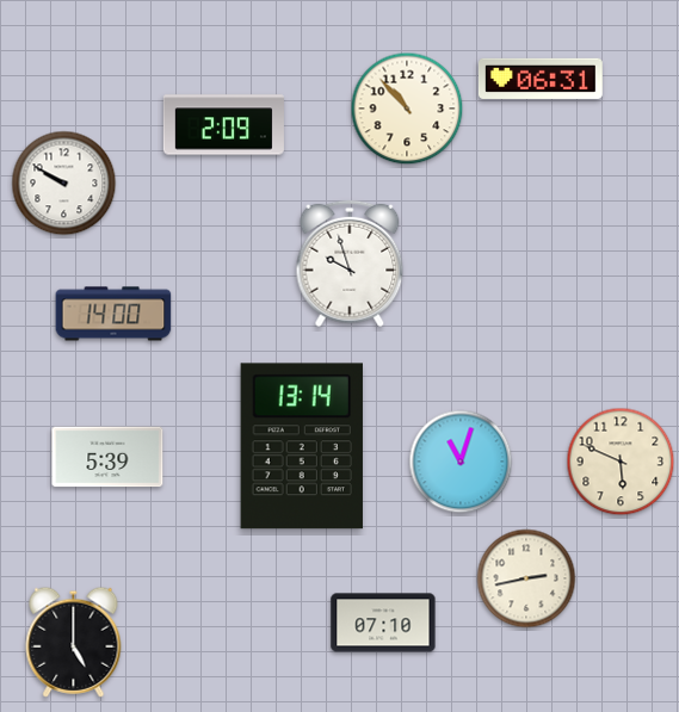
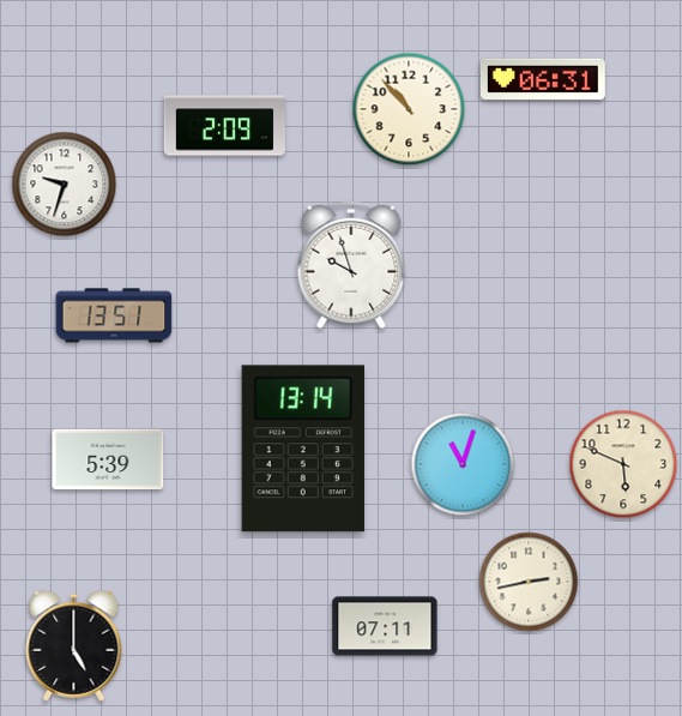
clock at (64, 184): 9:50 -> 9:33
clock at (113, 314): 14:00 -> 13:51
clock at (383, 623): 07:10 -> 07:11
